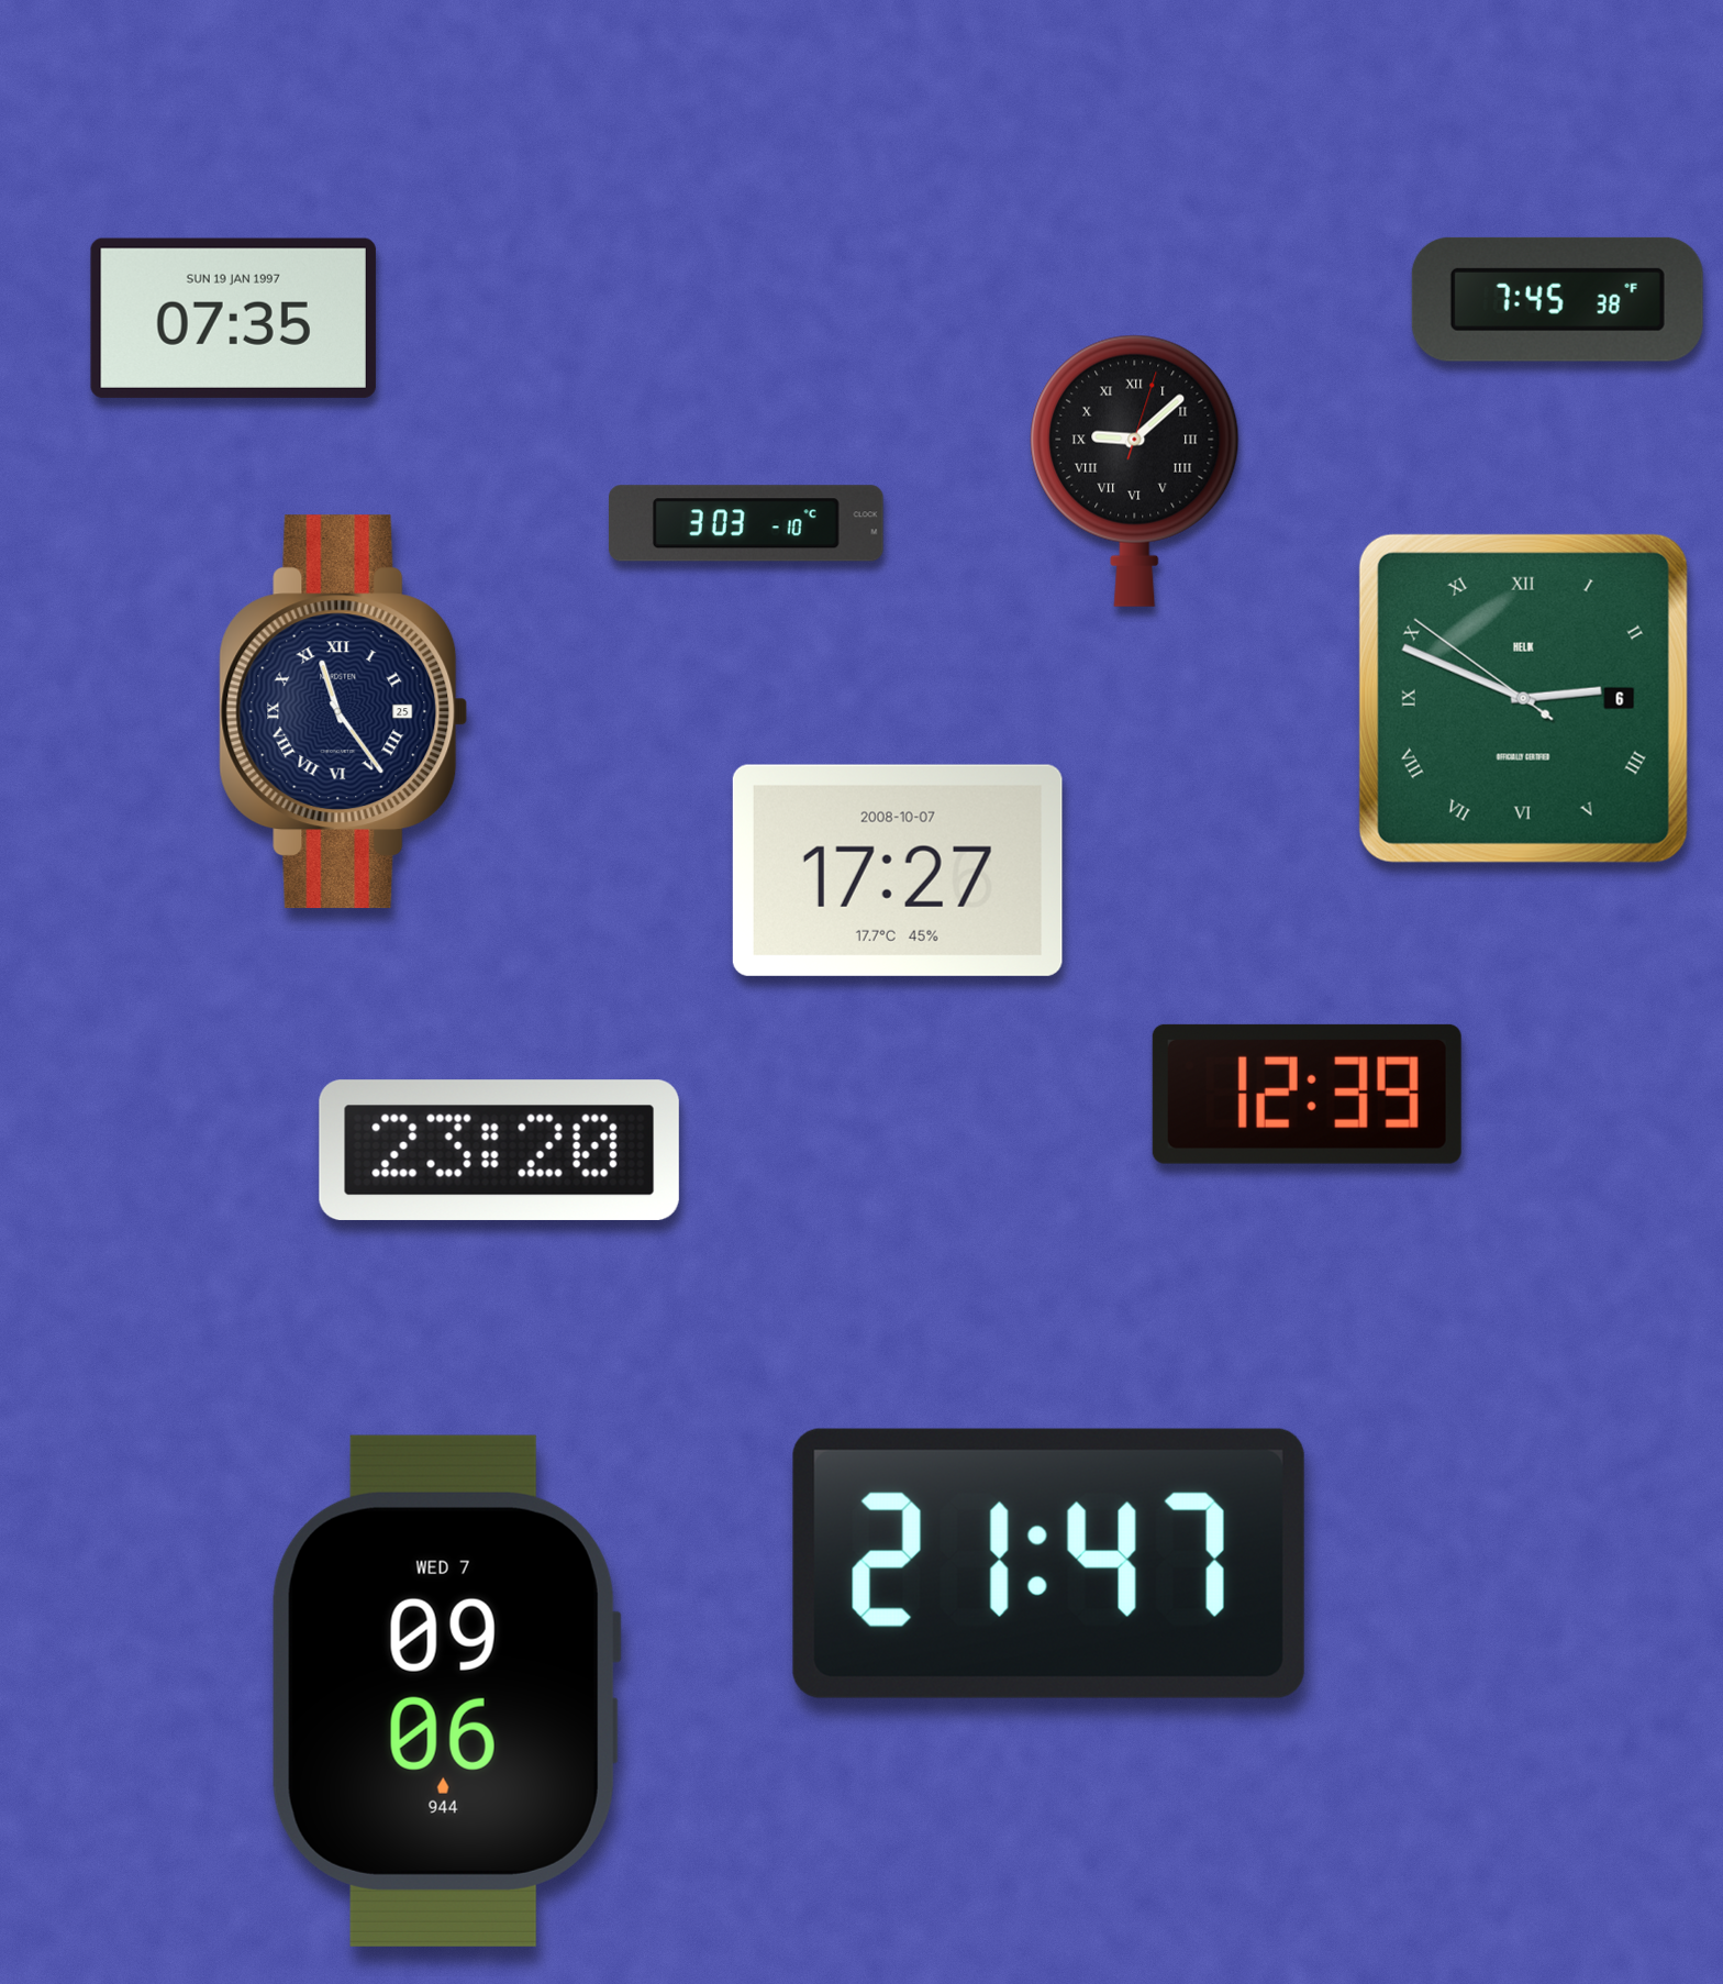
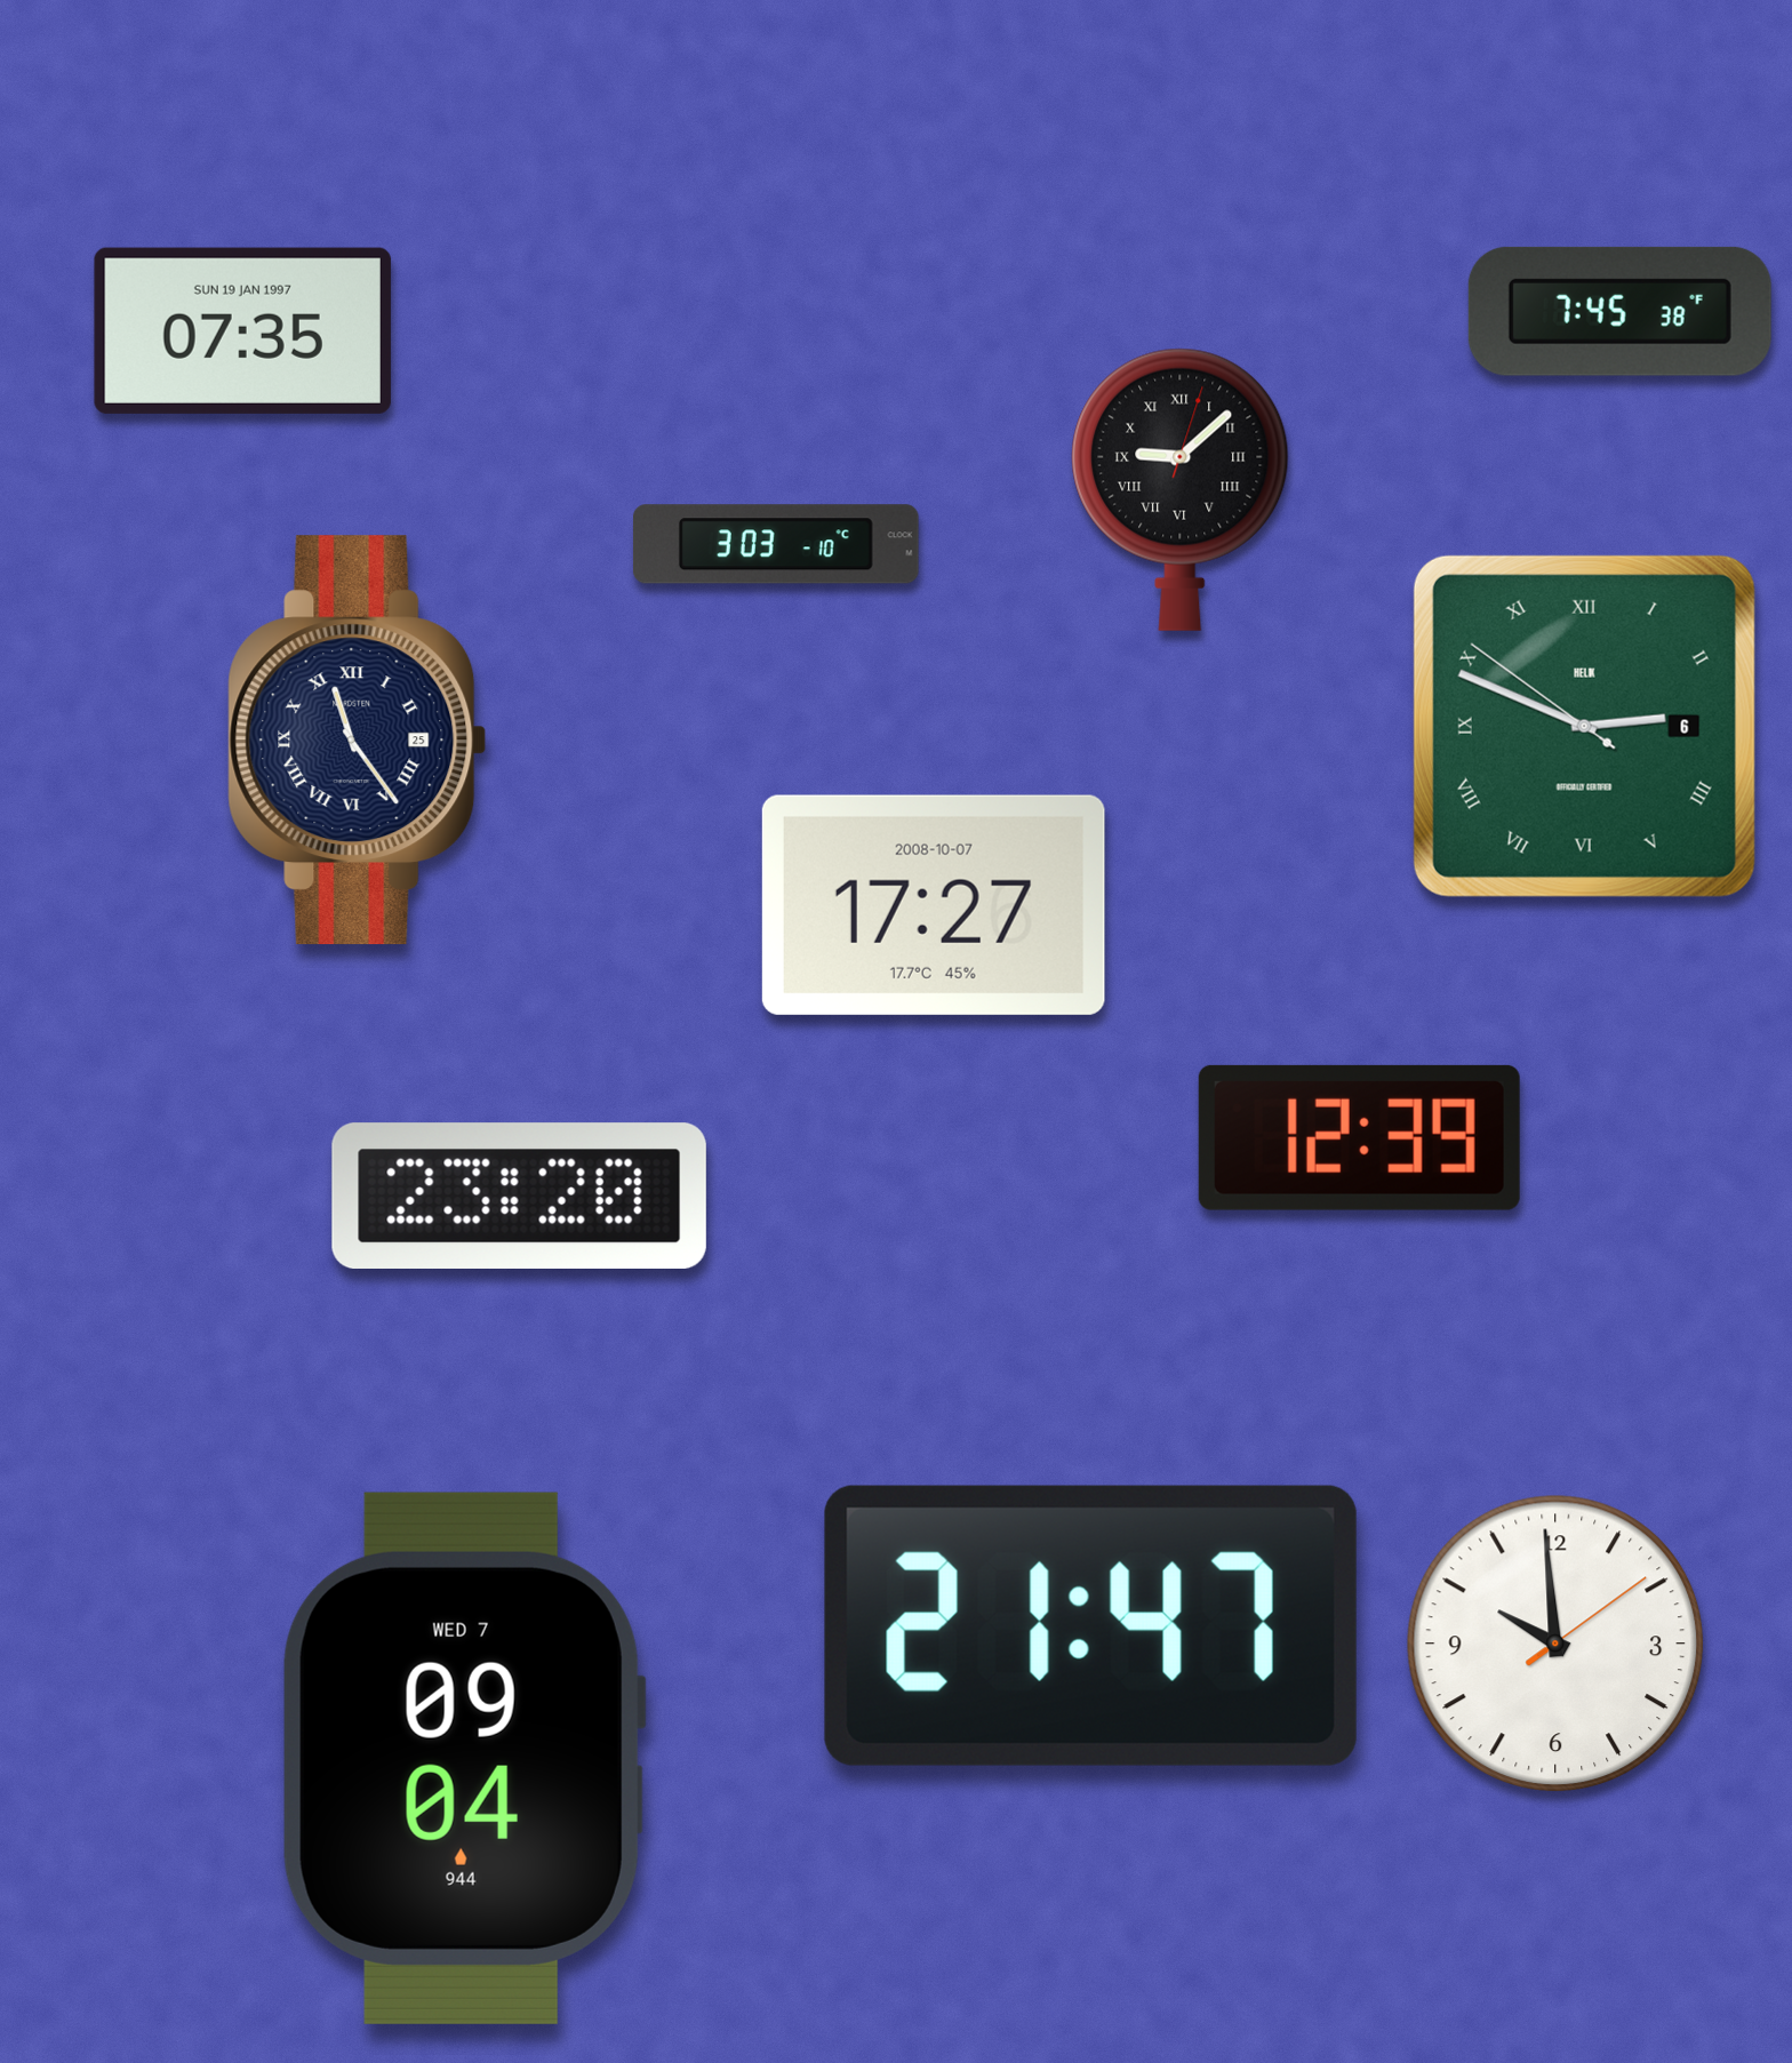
clock at (1555, 1644): none -> 9:59
clock at (446, 1691): 09:06 -> 09:04
